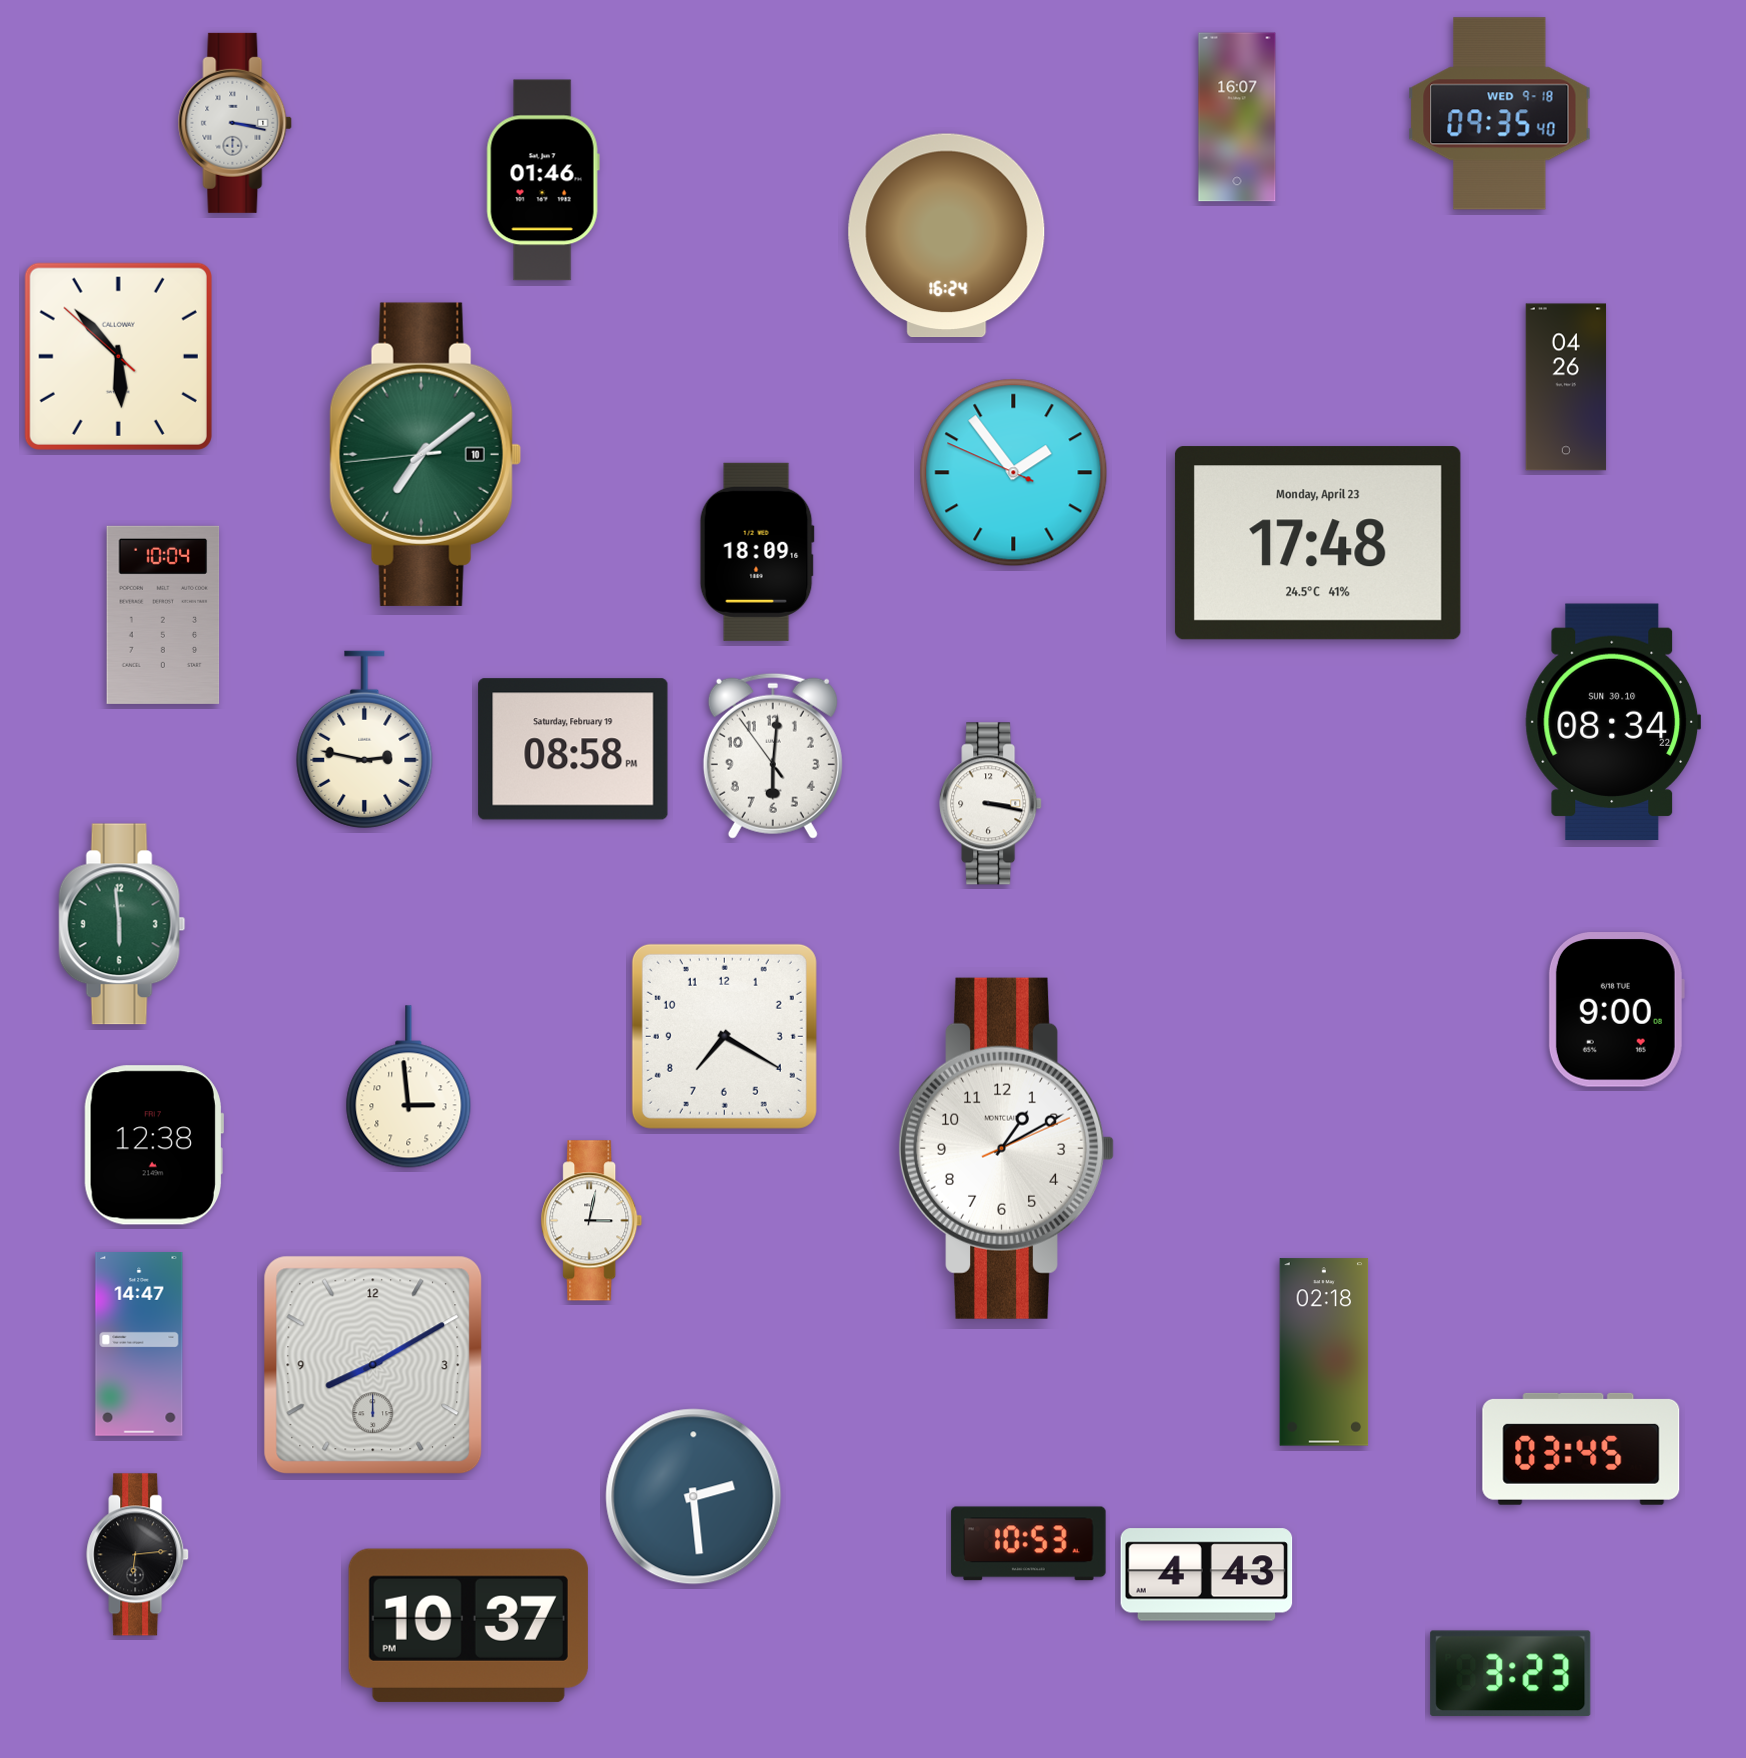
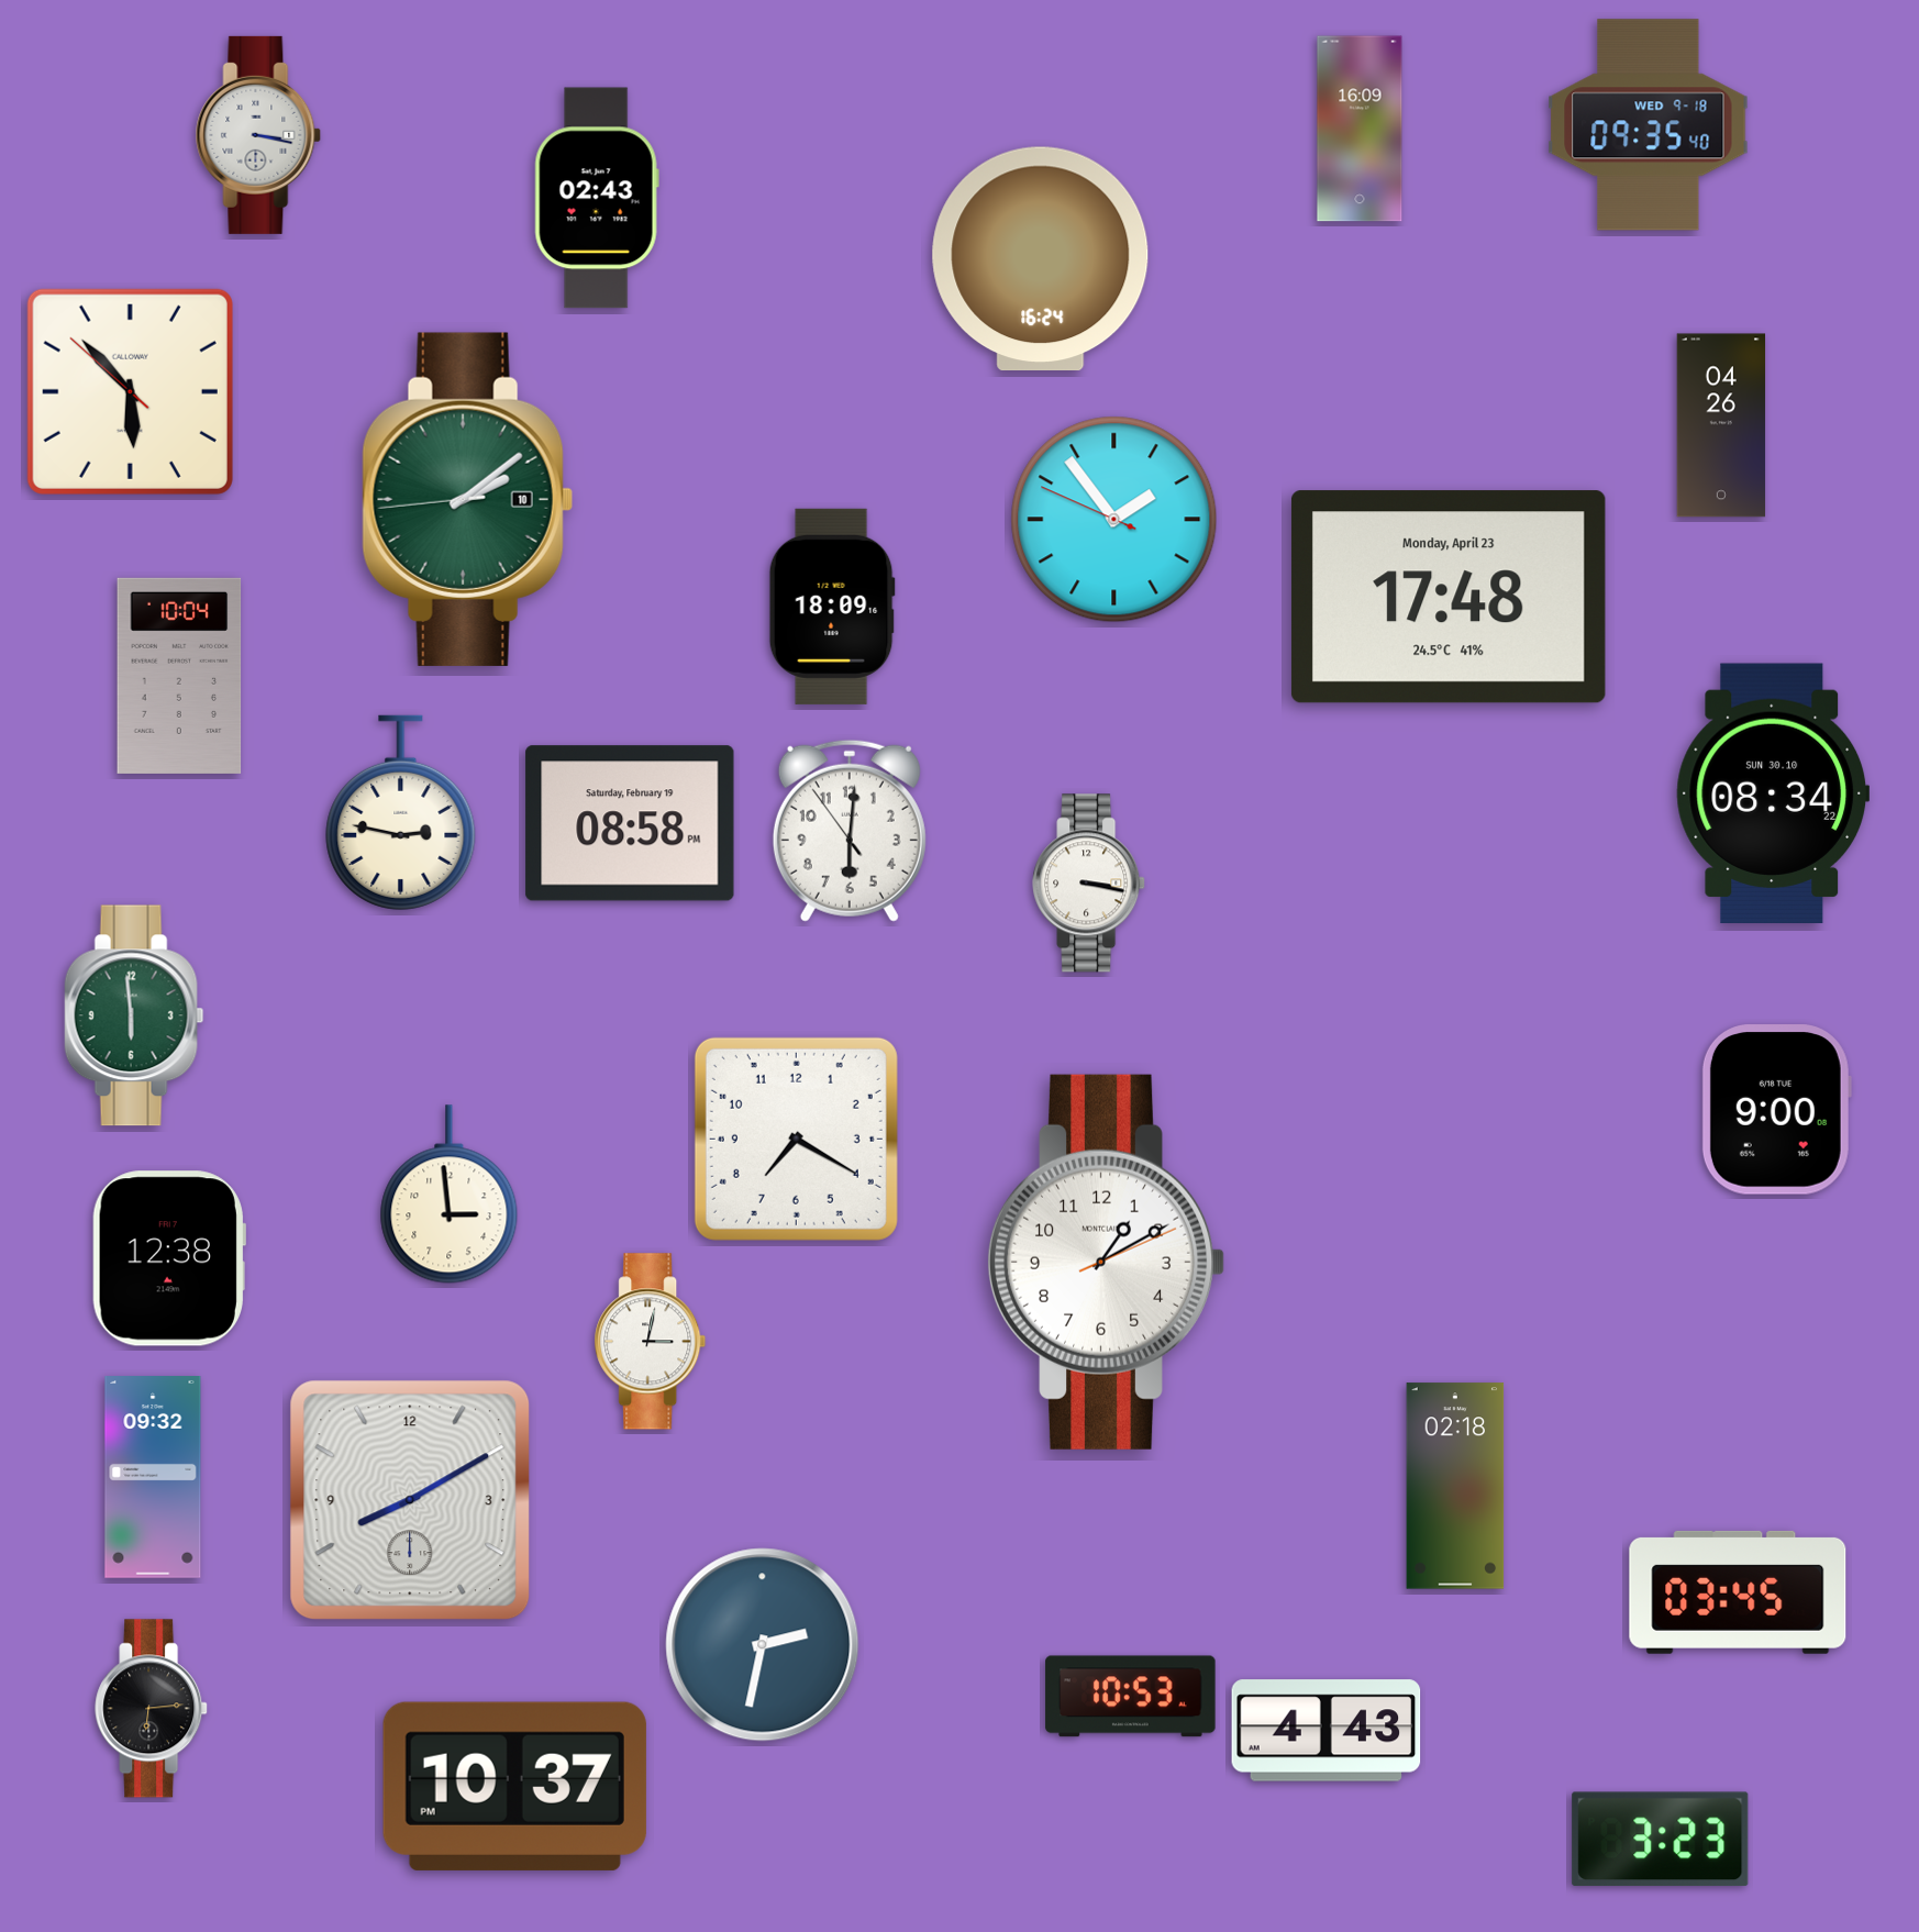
clock at (1237, 117): 16:07 -> 16:09
clock at (543, 180): 01:46 -> 02:43
clock at (425, 454): 7:08 -> 2:08
clock at (139, 1345): 14:47 -> 09:32
clock at (694, 1497): 2:29 -> 2:32
